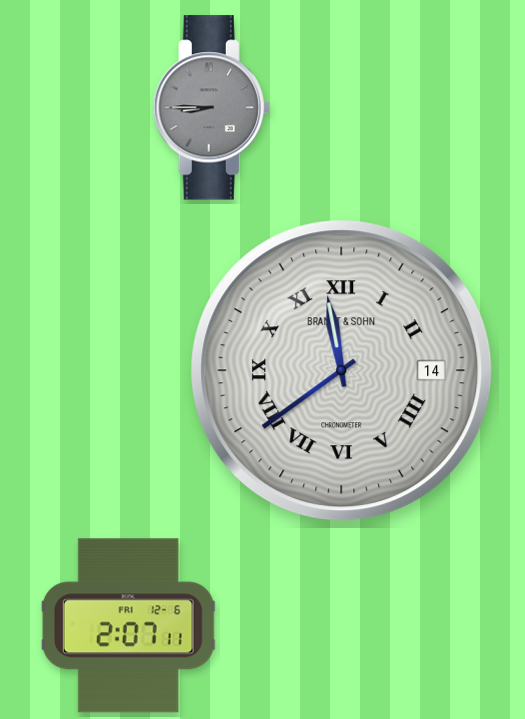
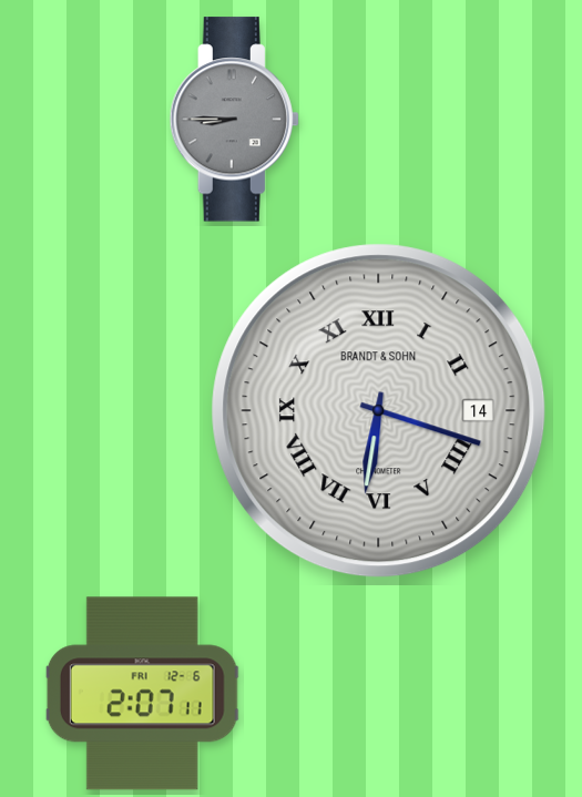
clock at (342, 371): 11:39 -> 6:18
